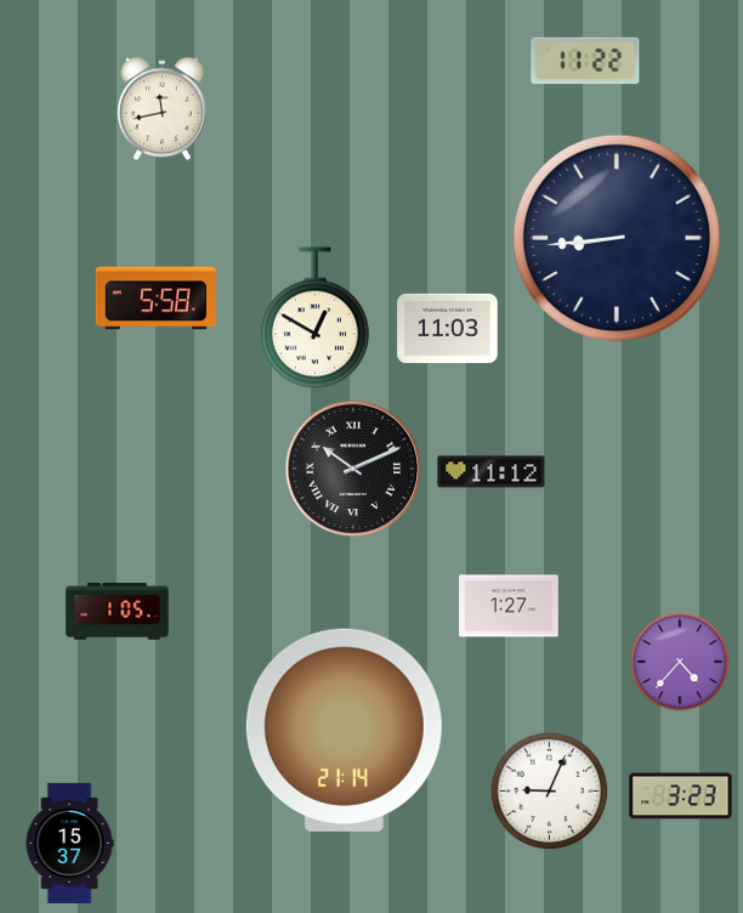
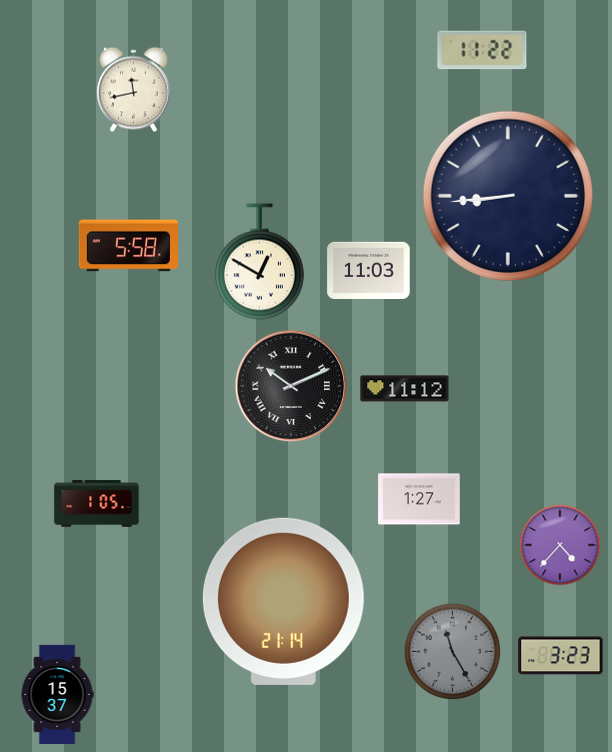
clock at (550, 792): 9:04 -> 11:25
clock at (550, 792) dial: white -> grey
